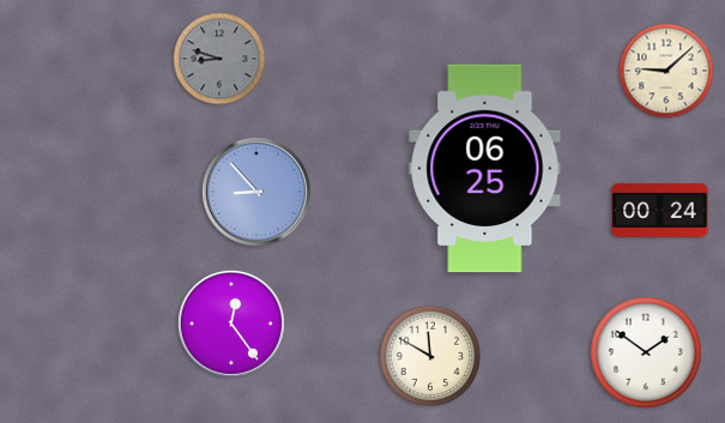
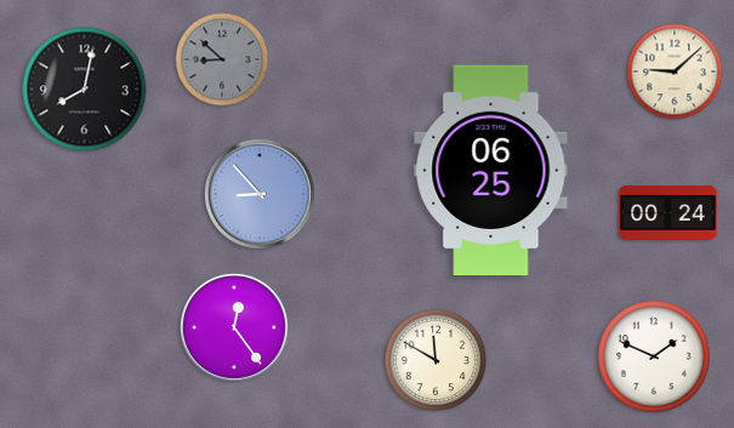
clock at (219, 59): 8:48 -> 8:52
clock at (85, 90): none -> 8:02
clock at (646, 352): 1:51 -> 1:49
